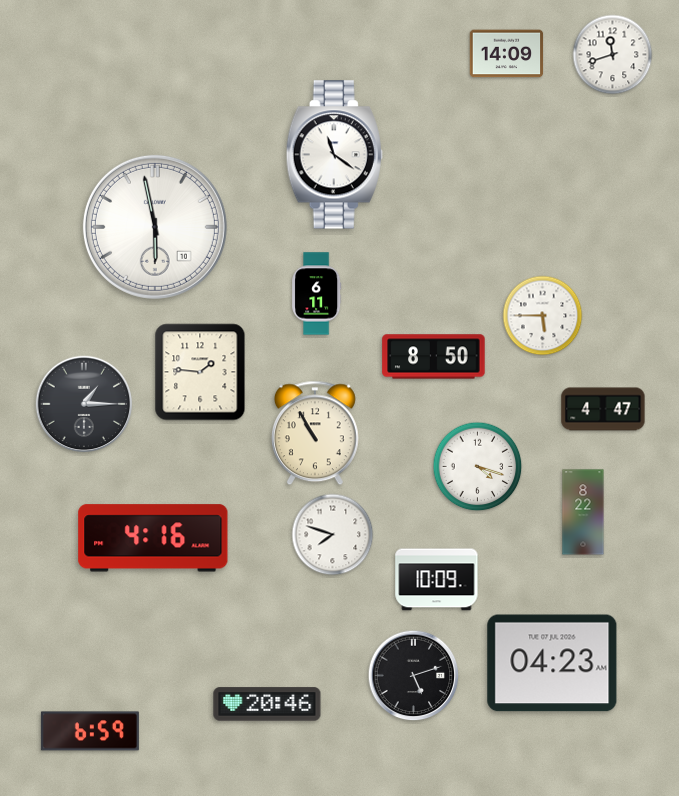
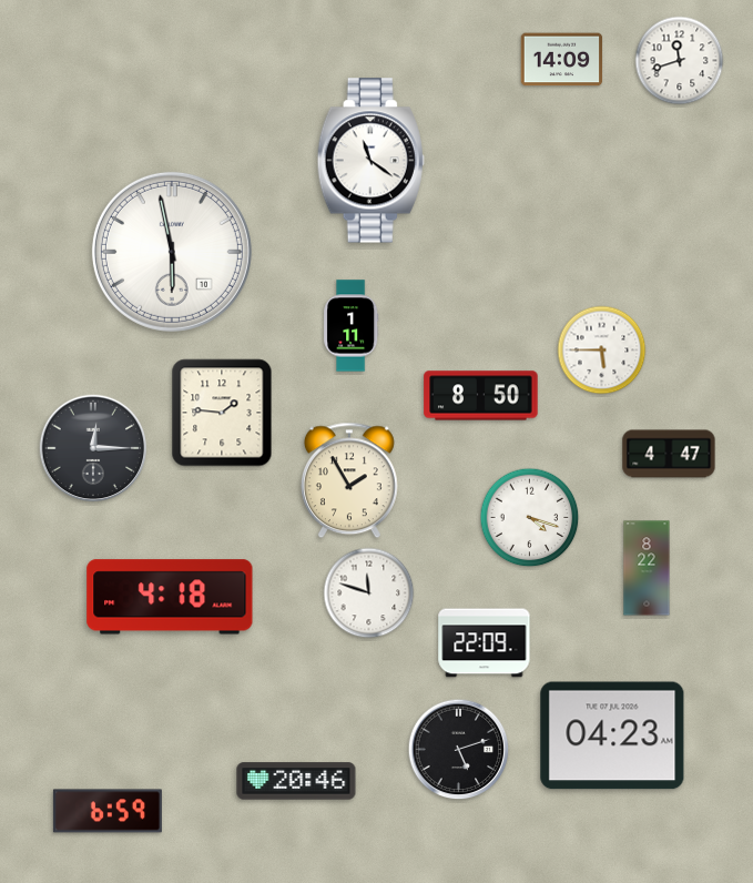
clock at (334, 155) position: (334, 155) -> (370, 161)
clock at (317, 294): 6:11 -> 1:11
clock at (84, 404): 1:15 -> 12:15
clock at (315, 433): 10:55 -> 1:55
clock at (333, 535): 7:48 -> 11:48
clock at (153, 538): 4:16 -> 4:18
clock at (437, 580): 10:09 -> 22:09
clock at (90, 731) position: (90, 731) -> (108, 811)
